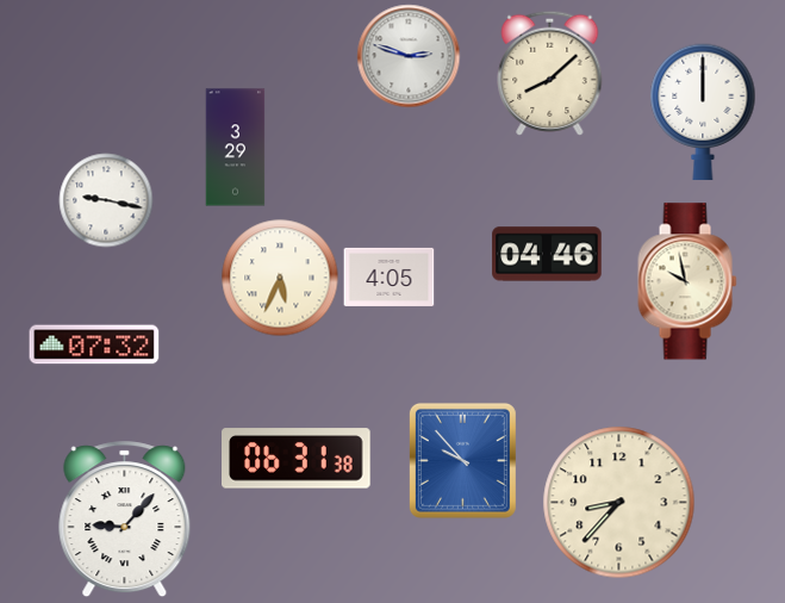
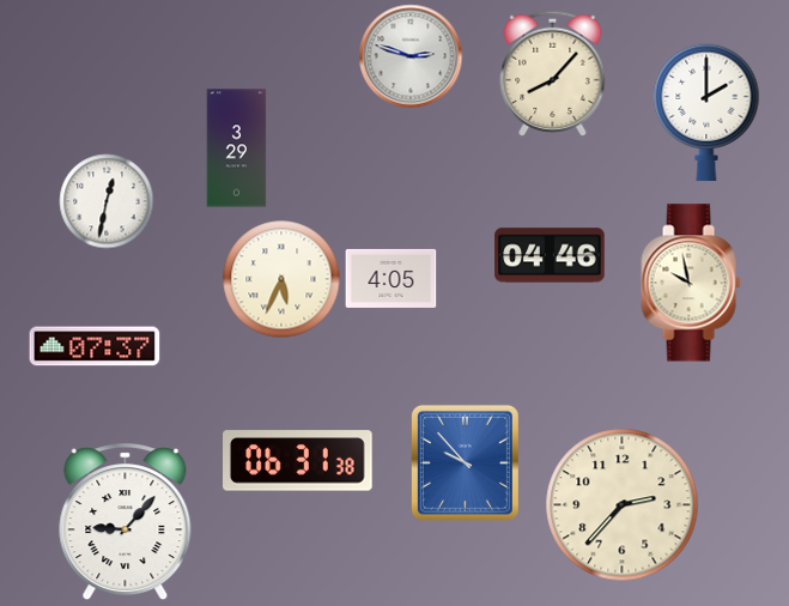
clock at (550, 73): 8:08 -> 8:07
clock at (703, 112): 12:00 -> 2:00
clock at (106, 200): 9:17 -> 12:32
clock at (94, 344): 07:32 -> 07:37
clock at (619, 503): 8:37 -> 2:37
